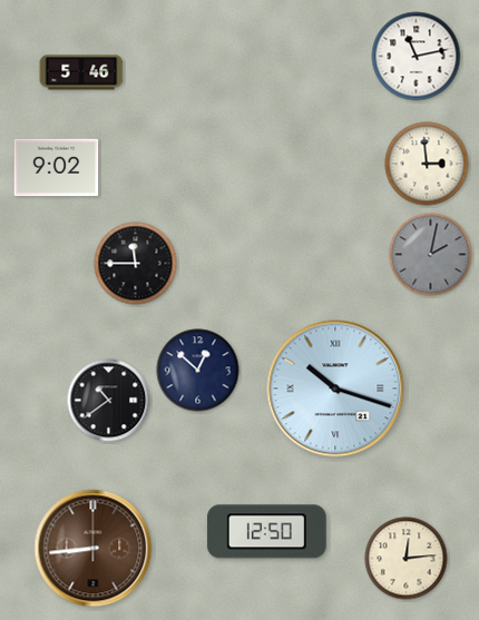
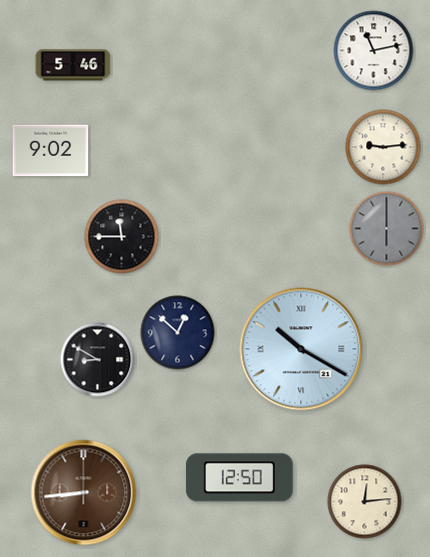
clock at (427, 164): 2:59 -> 9:14
clock at (431, 255): 2:02 -> 6:00
clock at (335, 388): 10:18 -> 10:20
clock at (109, 401): 10:39 -> 8:50
